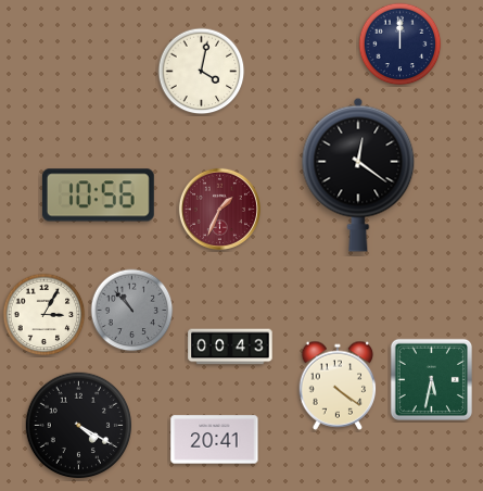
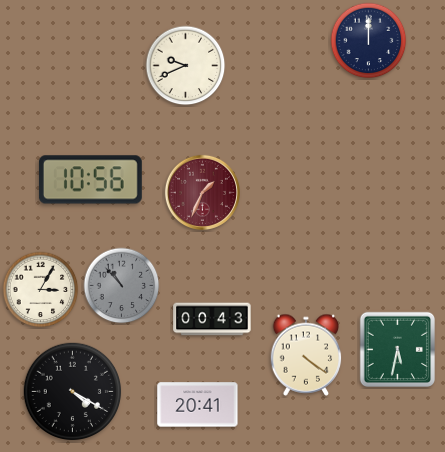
clock at (202, 72): 4:02 -> 9:41
clock at (358, 175): 12:21 -> none
clock at (338, 386) position: (338, 386) -> (306, 355)
